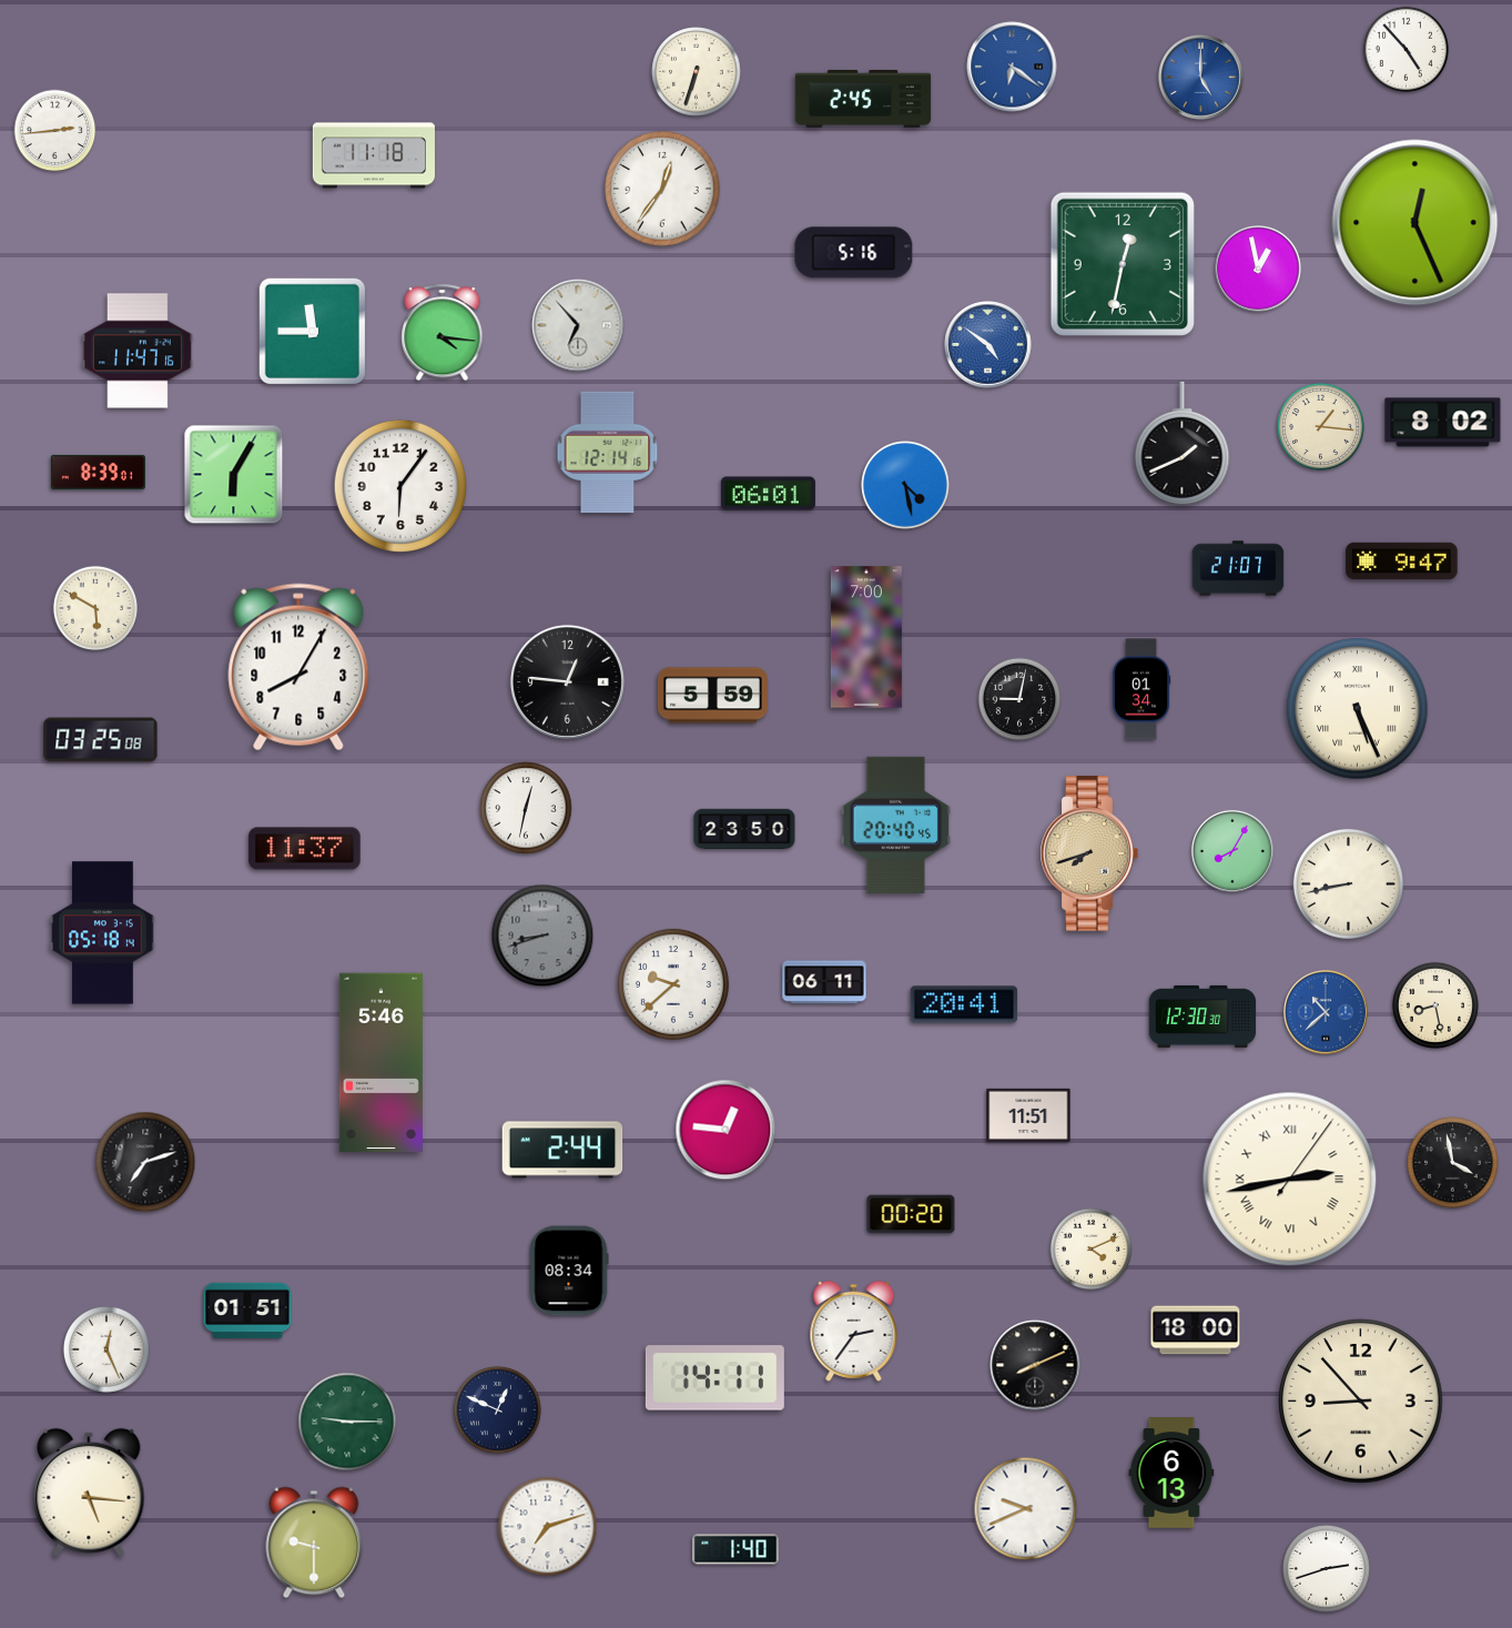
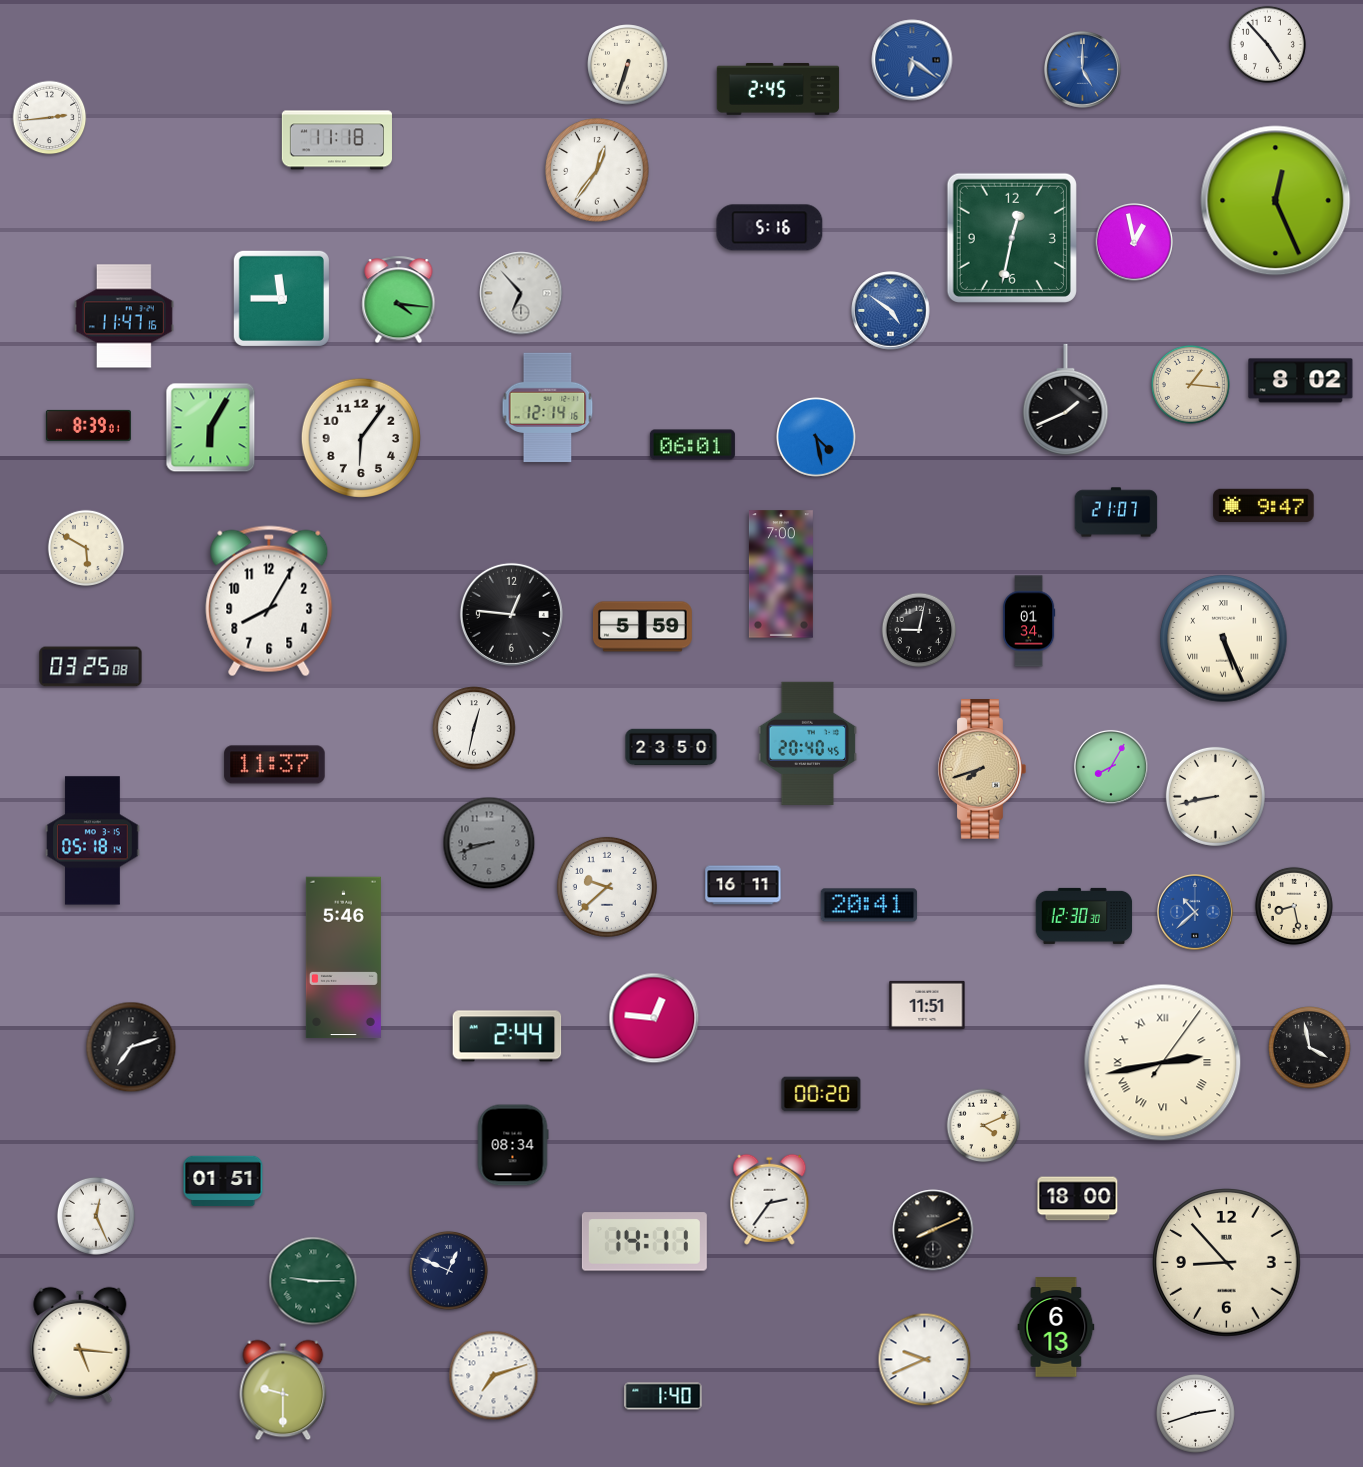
clock at (824, 982): 06:11 -> 16:11
